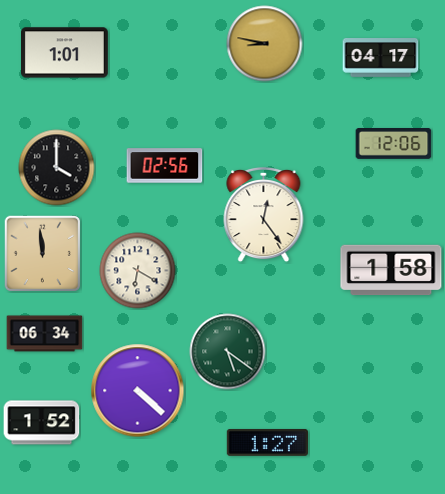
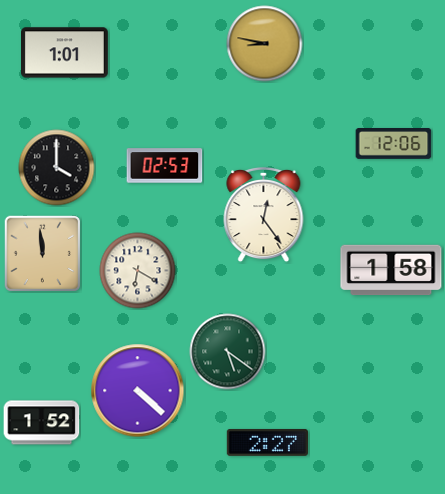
clock at (381, 58): 04:17 -> none
clock at (165, 166): 02:56 -> 02:53
clock at (45, 334): 06:34 -> none
clock at (267, 442): 1:27 -> 2:27
